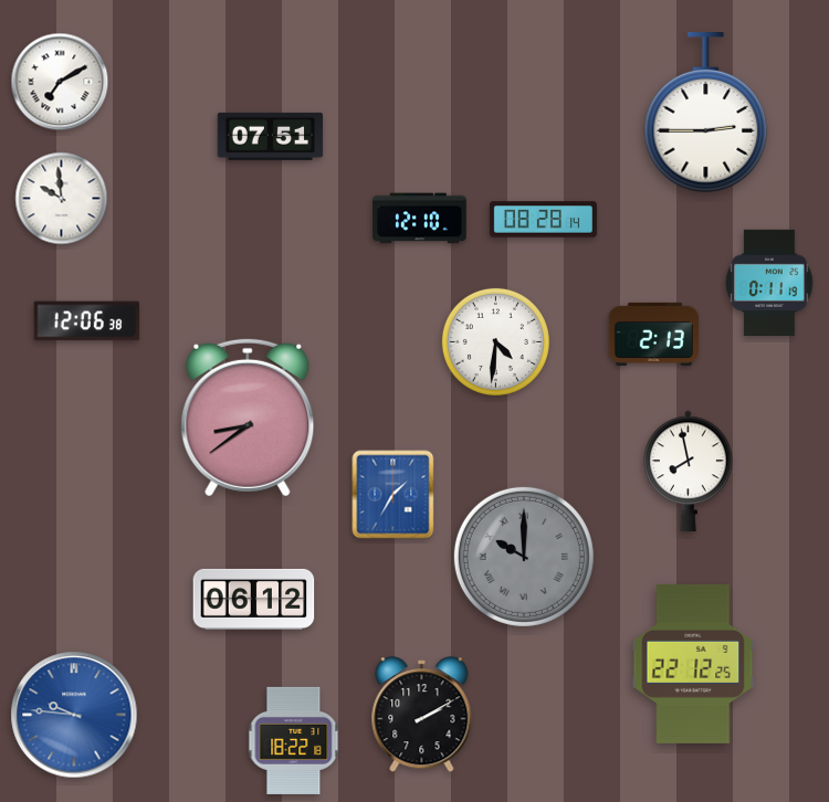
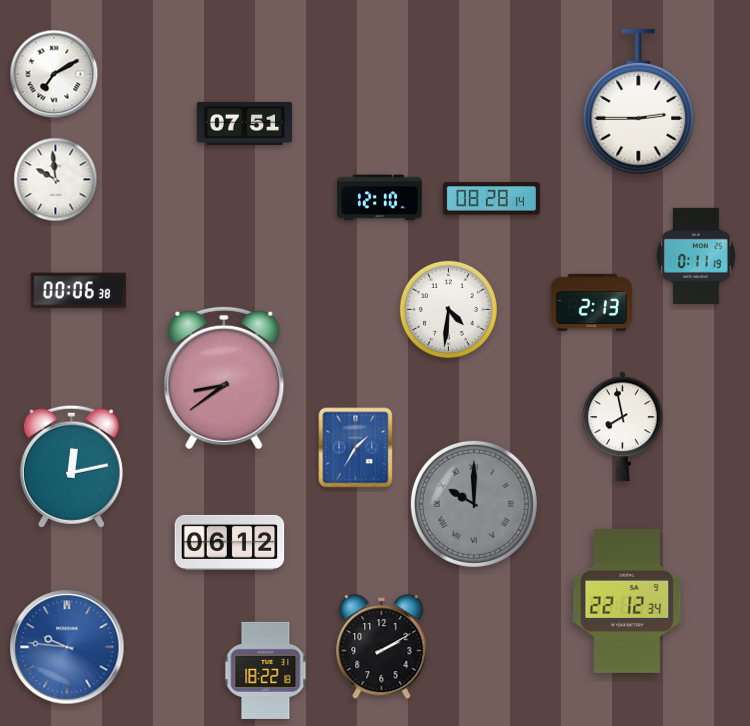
clock at (87, 321): 12:06 -> 00:06
clock at (71, 466): none -> 12:13
clock at (693, 664): 22:12:25 -> 22:12:34
